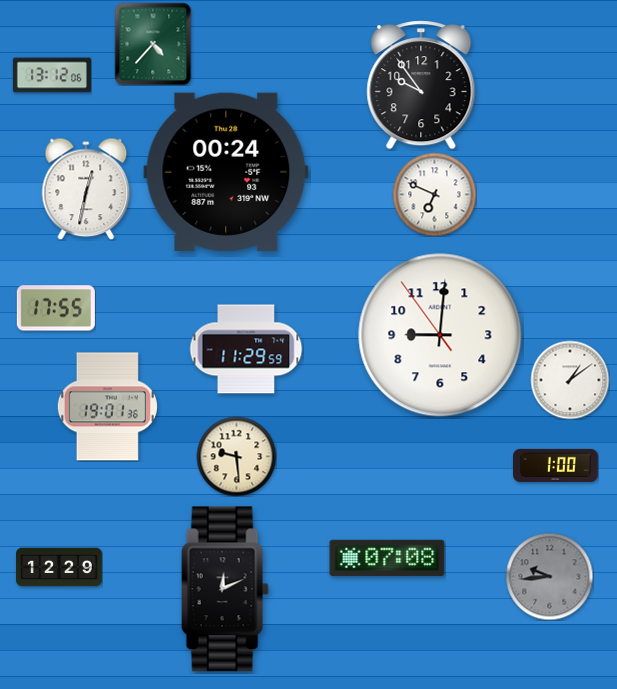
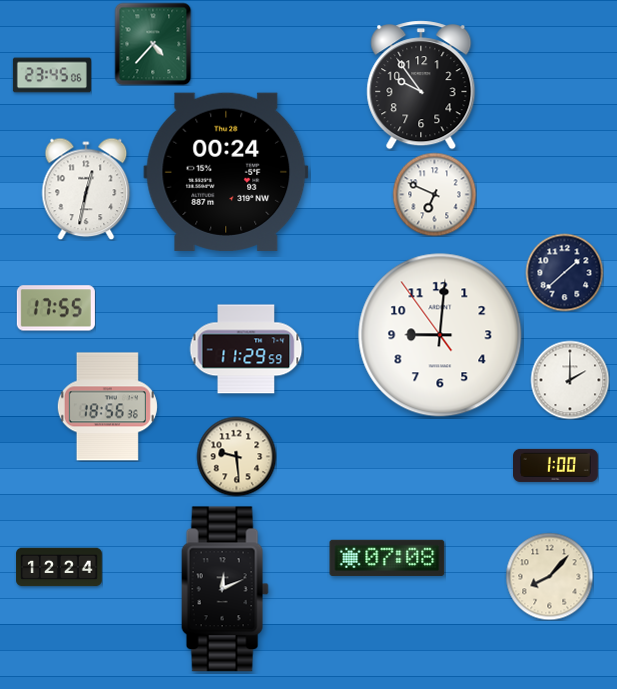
clock at (52, 75): 13:12 -> 23:45
clock at (564, 272): none -> 1:38
clock at (570, 380): 1:09 -> 2:00
clock at (107, 407): 19:01 -> 18:56
clock at (59, 567): 12:29 -> 12:24
clock at (549, 576): 9:44 -> 8:07
clock at (549, 576) dial: grey -> cream
